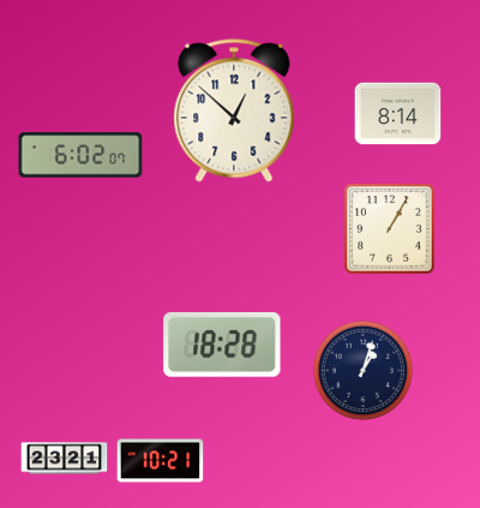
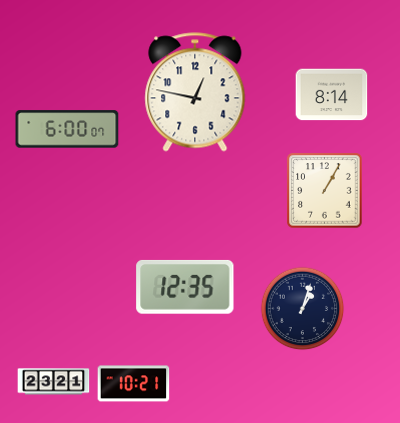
clock at (234, 110): 12:52 -> 12:47
clock at (80, 155): 6:02 -> 6:00
clock at (222, 345): 18:28 -> 12:35
